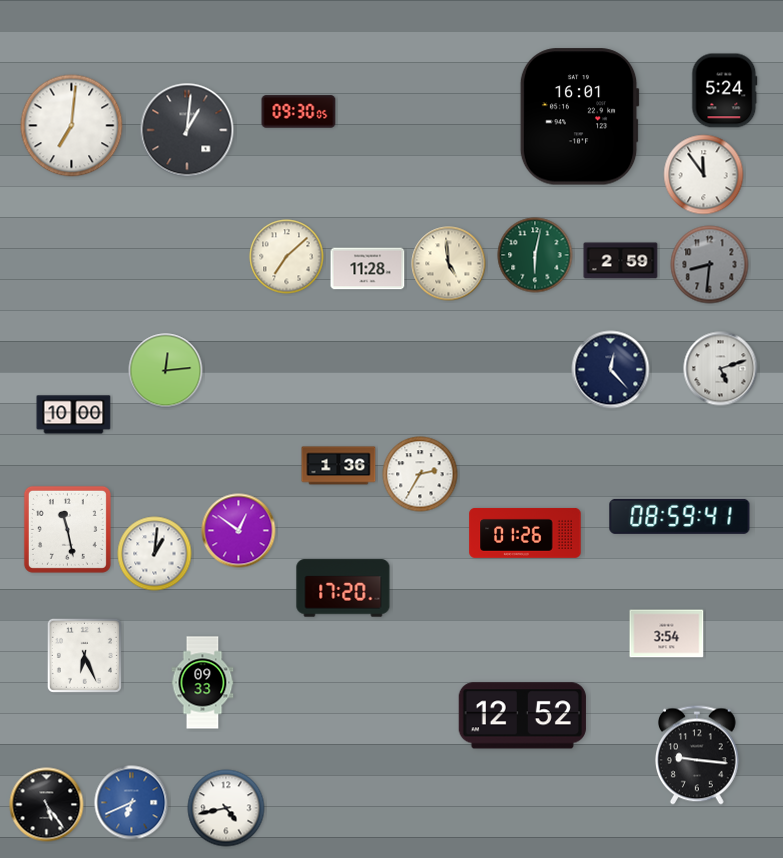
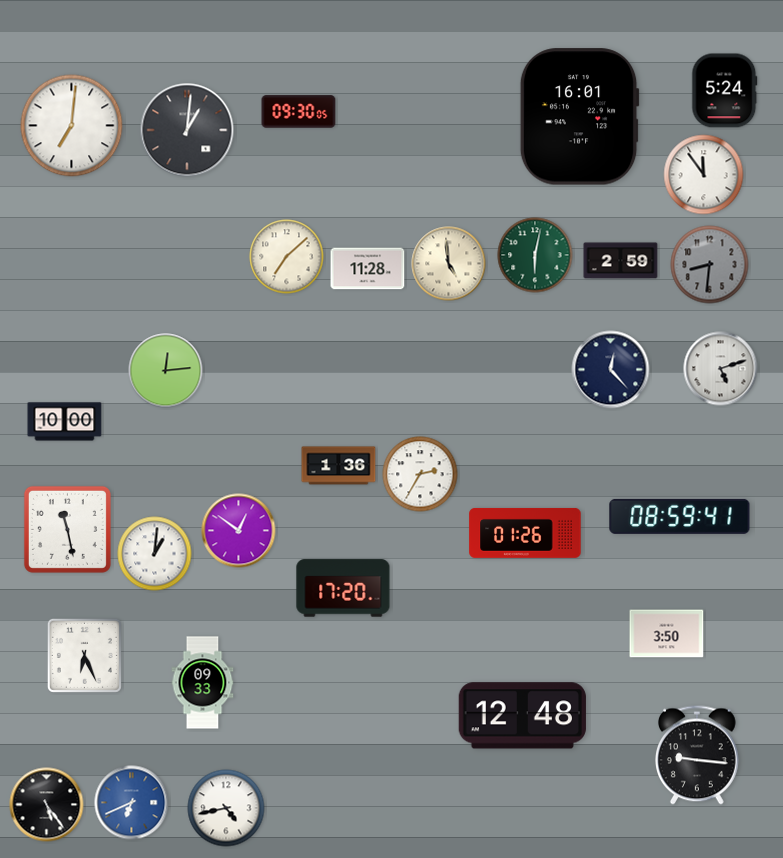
clock at (74, 415) position: (74, 415) -> (65, 422)
clock at (667, 634): 3:54 -> 3:50
clock at (522, 716): 12:52 -> 12:48
